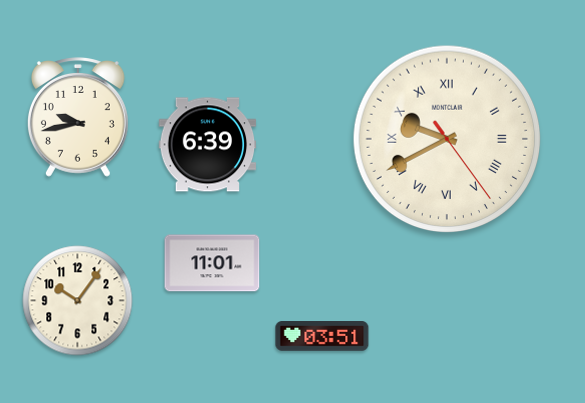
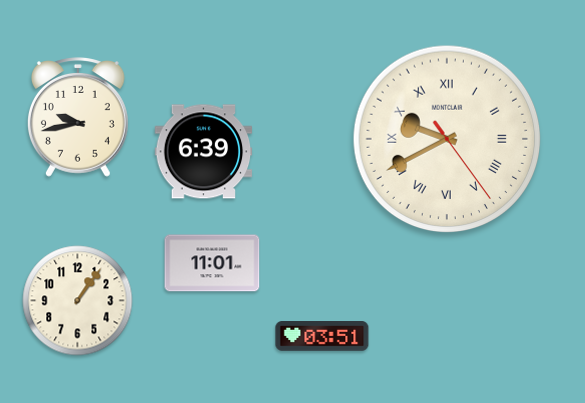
clock at (208, 145) position: (208, 145) -> (204, 152)
clock at (78, 301): 10:06 -> 1:06
